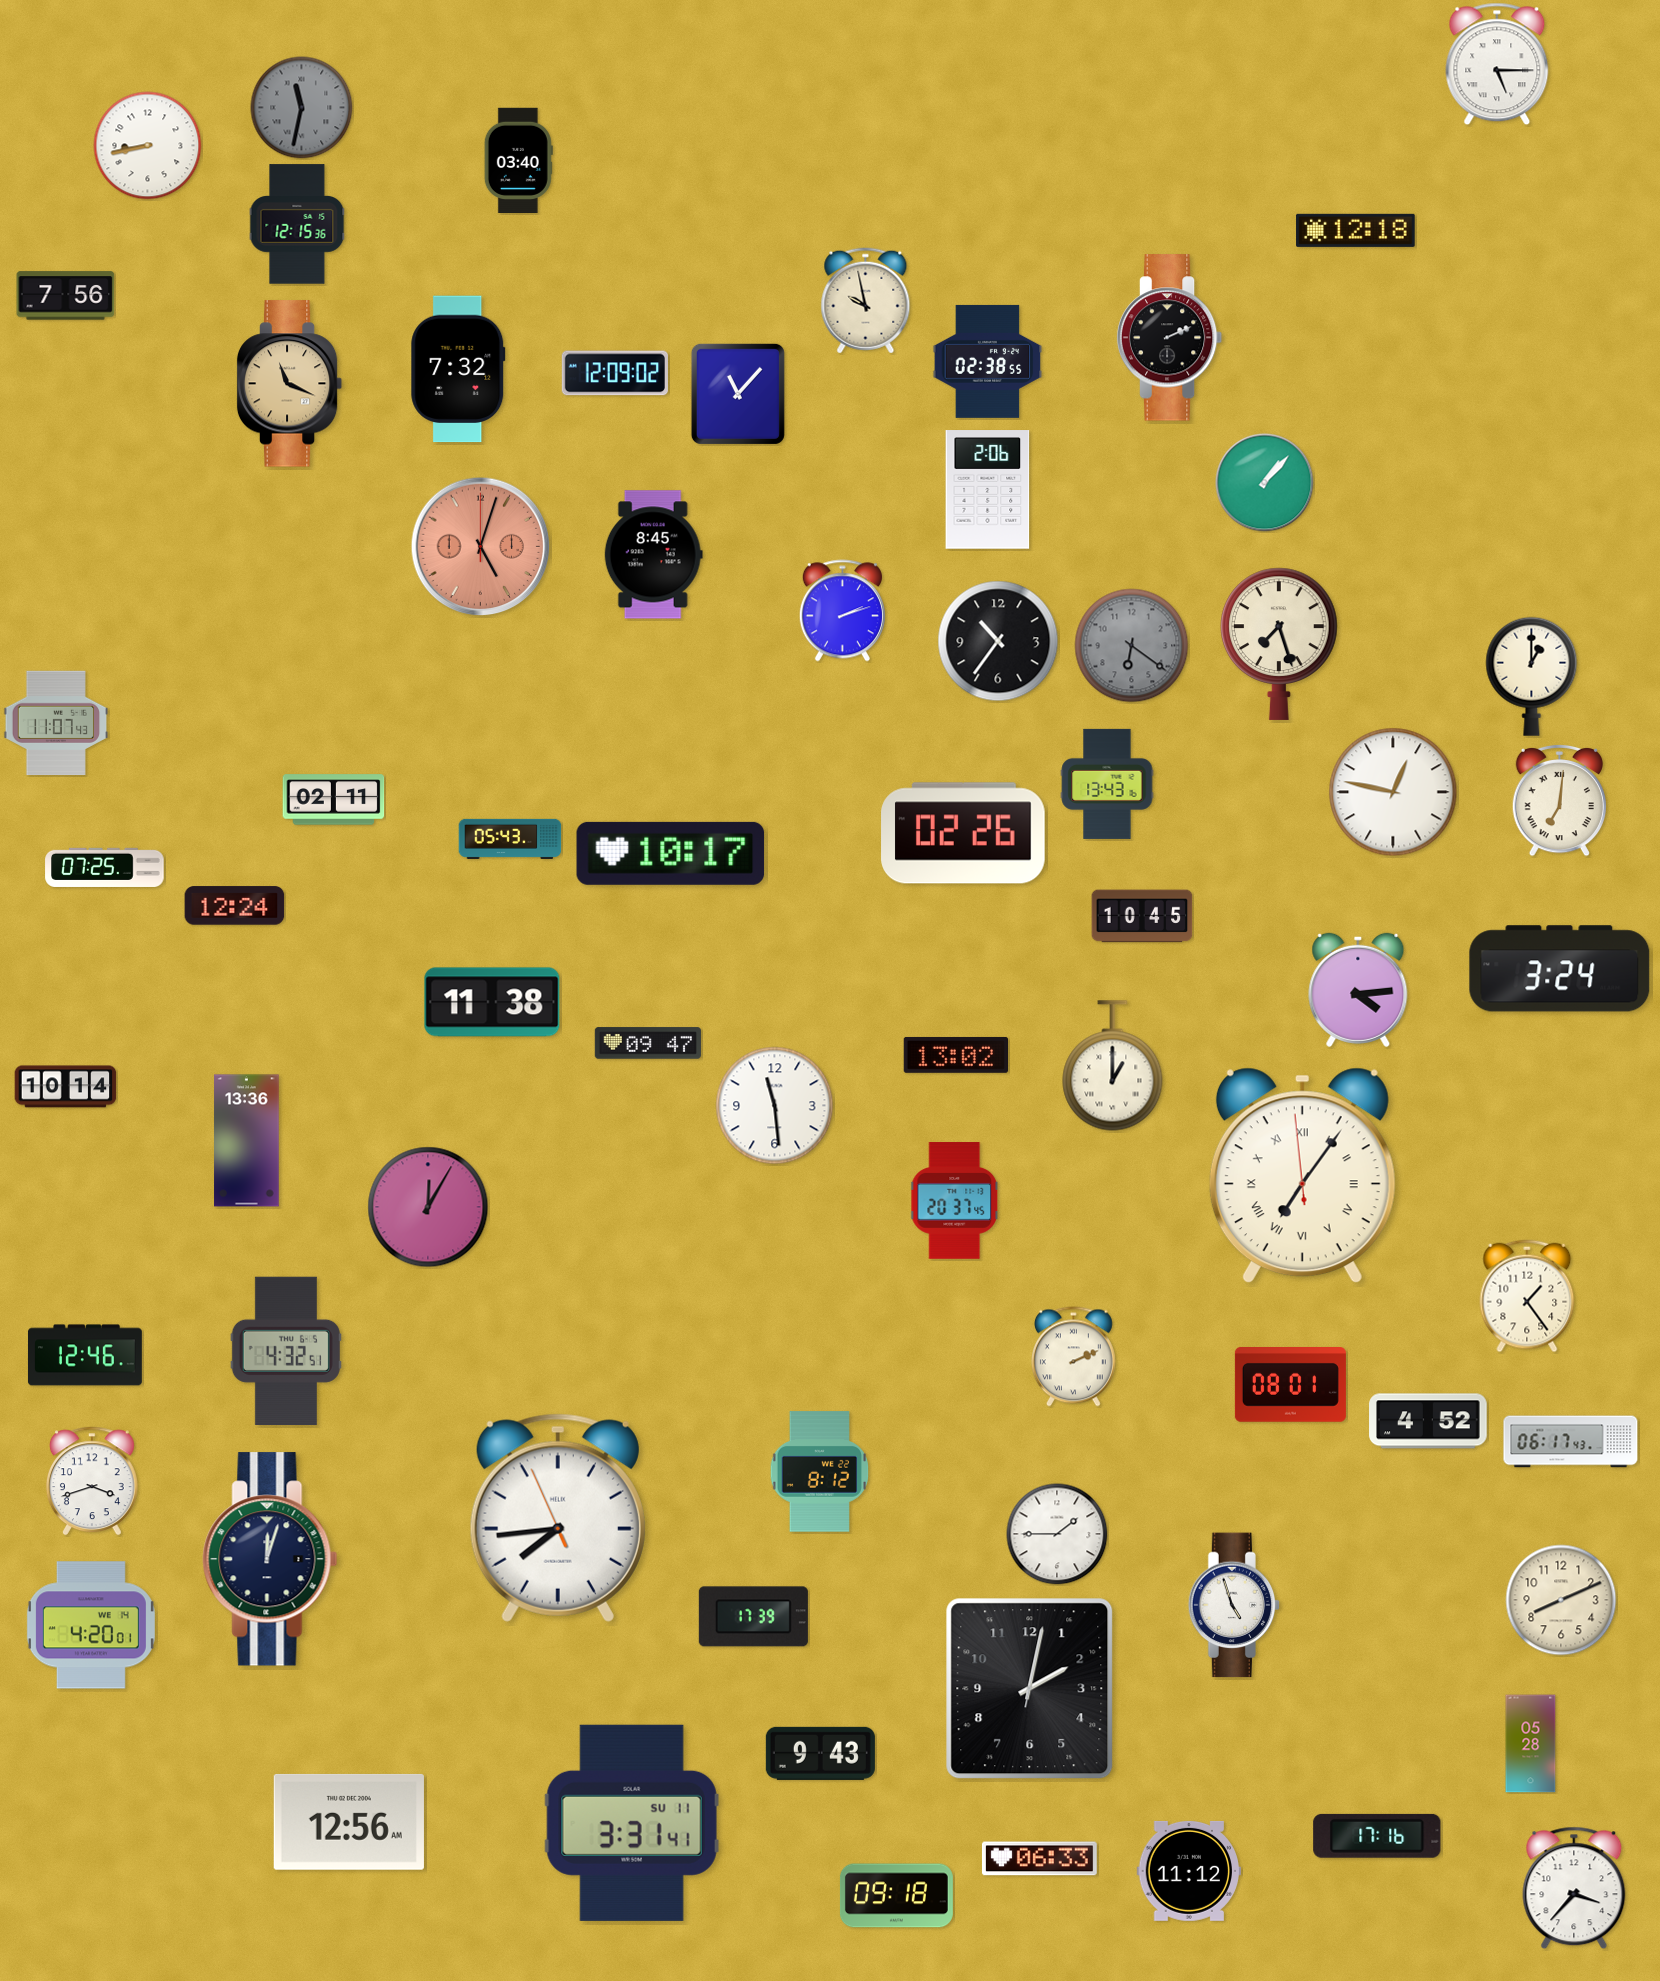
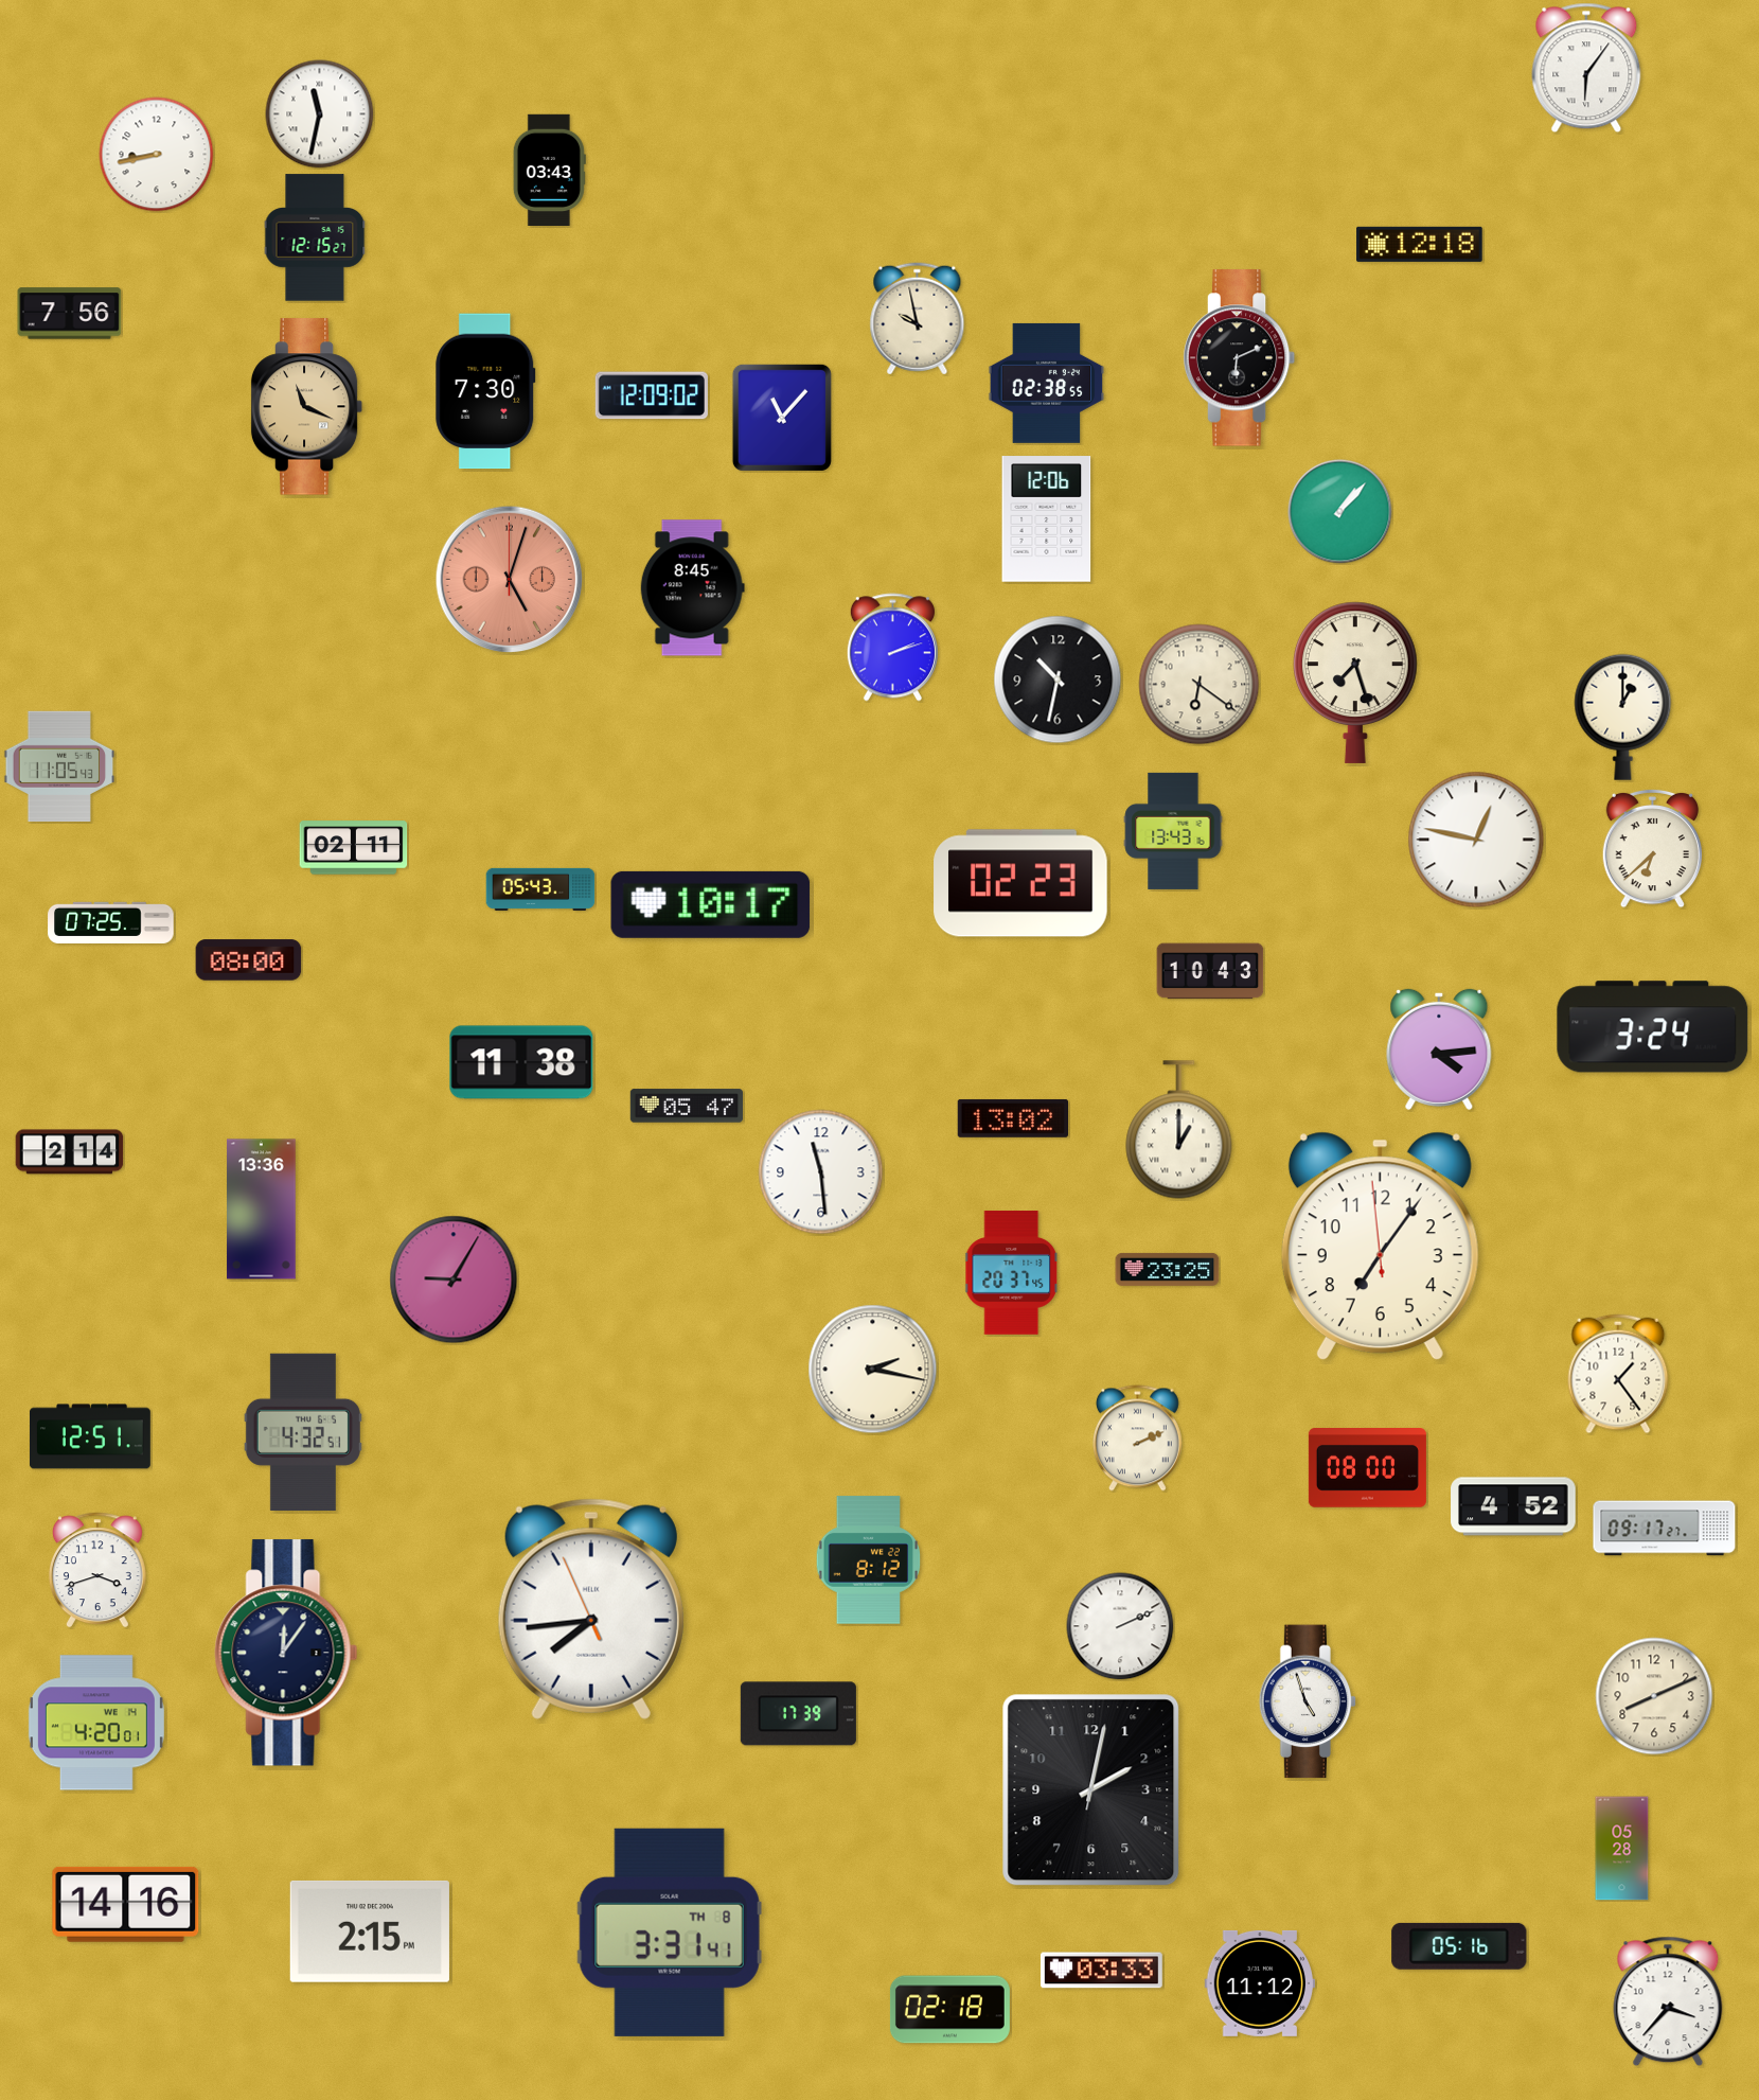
clock at (1497, 64): 5:15 -> 6:06
clock at (302, 108) dial: grey -> white
clock at (518, 161): 03:40 -> 03:43
clock at (297, 224): 12:15:36 -> 12:15:27
clock at (1356, 230) position: (1356, 230) -> (1420, 244)
clock at (1170, 338): 2:11 -> 6:11
clock at (458, 369): 7:32 -> 7:30
clock at (988, 490): 2:06 -> 12:06
clock at (998, 641): 10:36 -> 10:32
clock at (1132, 646) dial: grey -> cream
clock at (56, 723): 11:07 -> 11:05
clock at (1559, 800): 7:01 -> 6:38
clock at (963, 833): 02:26 -> 02:23
clock at (105, 867) position: (105, 867) -> (111, 922)
clock at (235, 906): 12:24 -> 08:00
clock at (1142, 916): 10:45 -> 10:43
clock at (648, 1043): 09:47 -> 05:47
clock at (66, 1087): 10:14 -> 2:14
clock at (1302, 1176) numerals: Roman -> Arabic
clock at (1168, 1269): none -> 23:25
clock at (428, 1207): 12:05 -> 9:05
clock at (873, 1370): none -> 2:17
clock at (85, 1355): 12:46 -> 12:51
clock at (1290, 1385): 08:01 -> 08:00
clock at (1571, 1442): 06:17 -> 09:17
clock at (1057, 1534): 1:45 -> 2:11
clock at (270, 1559): 12:03 -> 12:06
clock at (820, 1753): 9:43 -> none
clock at (126, 1904): none -> 14:16
clock at (349, 1822): 12:56 -> 2:15
clock at (632, 1823) date: SU 11 -> TH 8
clock at (1377, 1836): 17:16 -> 05:16
clock at (1039, 1859): 06:33 -> 03:33
clock at (896, 1896): 09:18 -> 02:18
